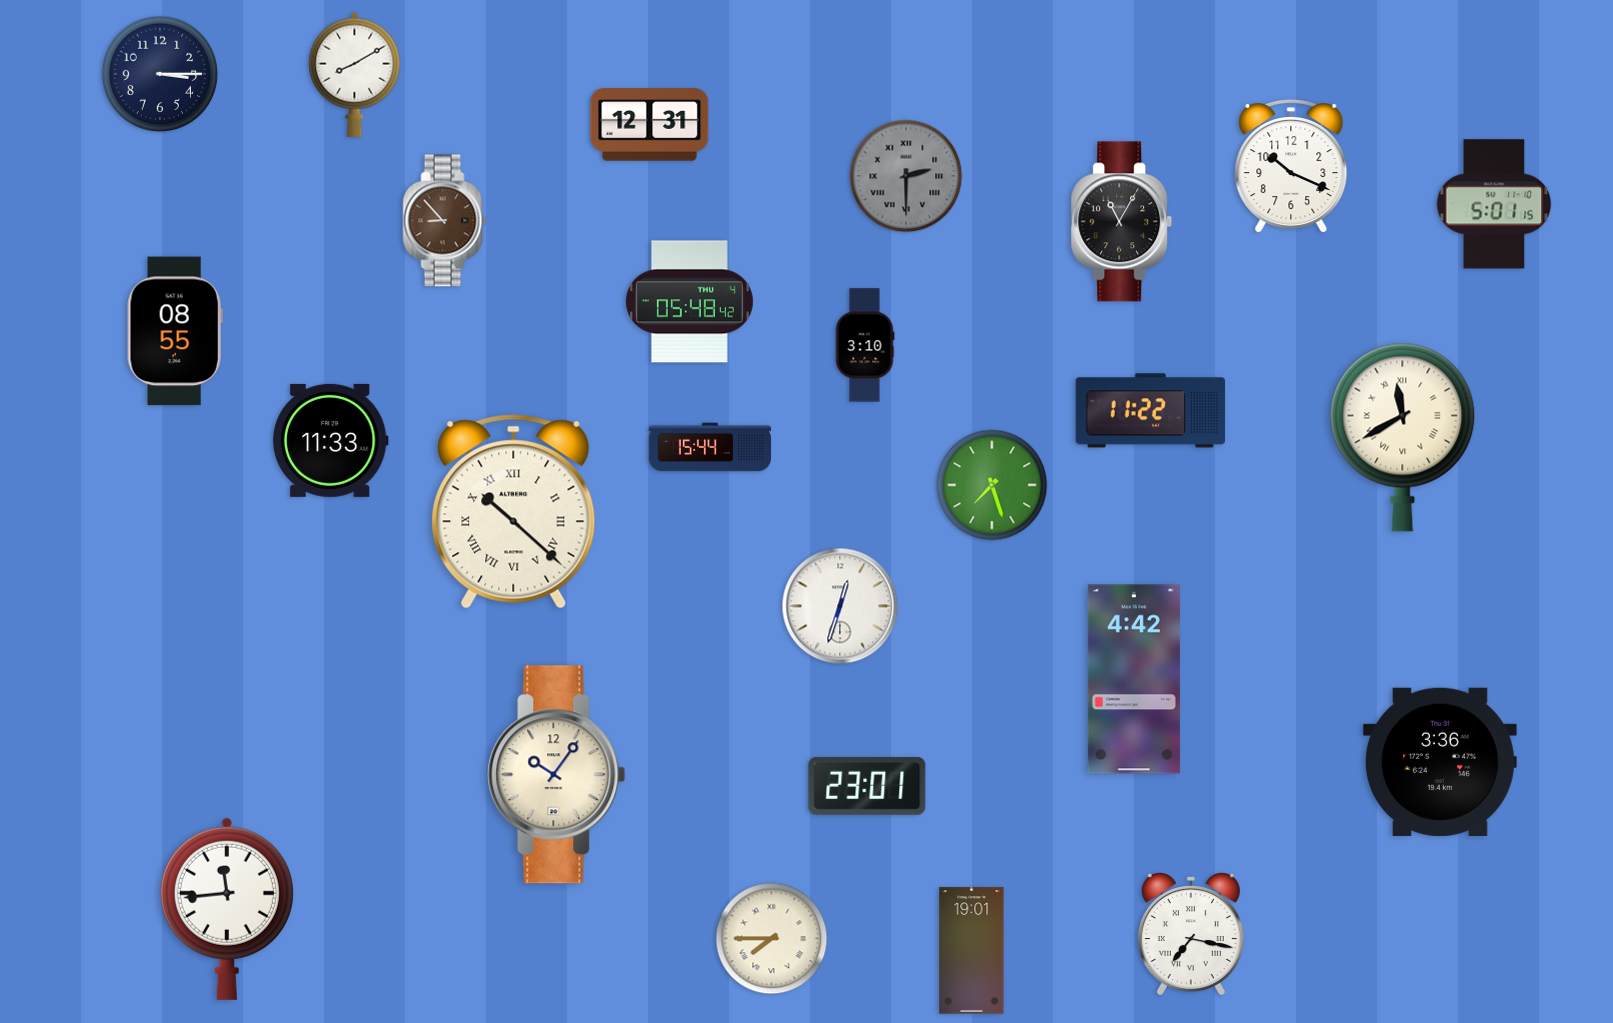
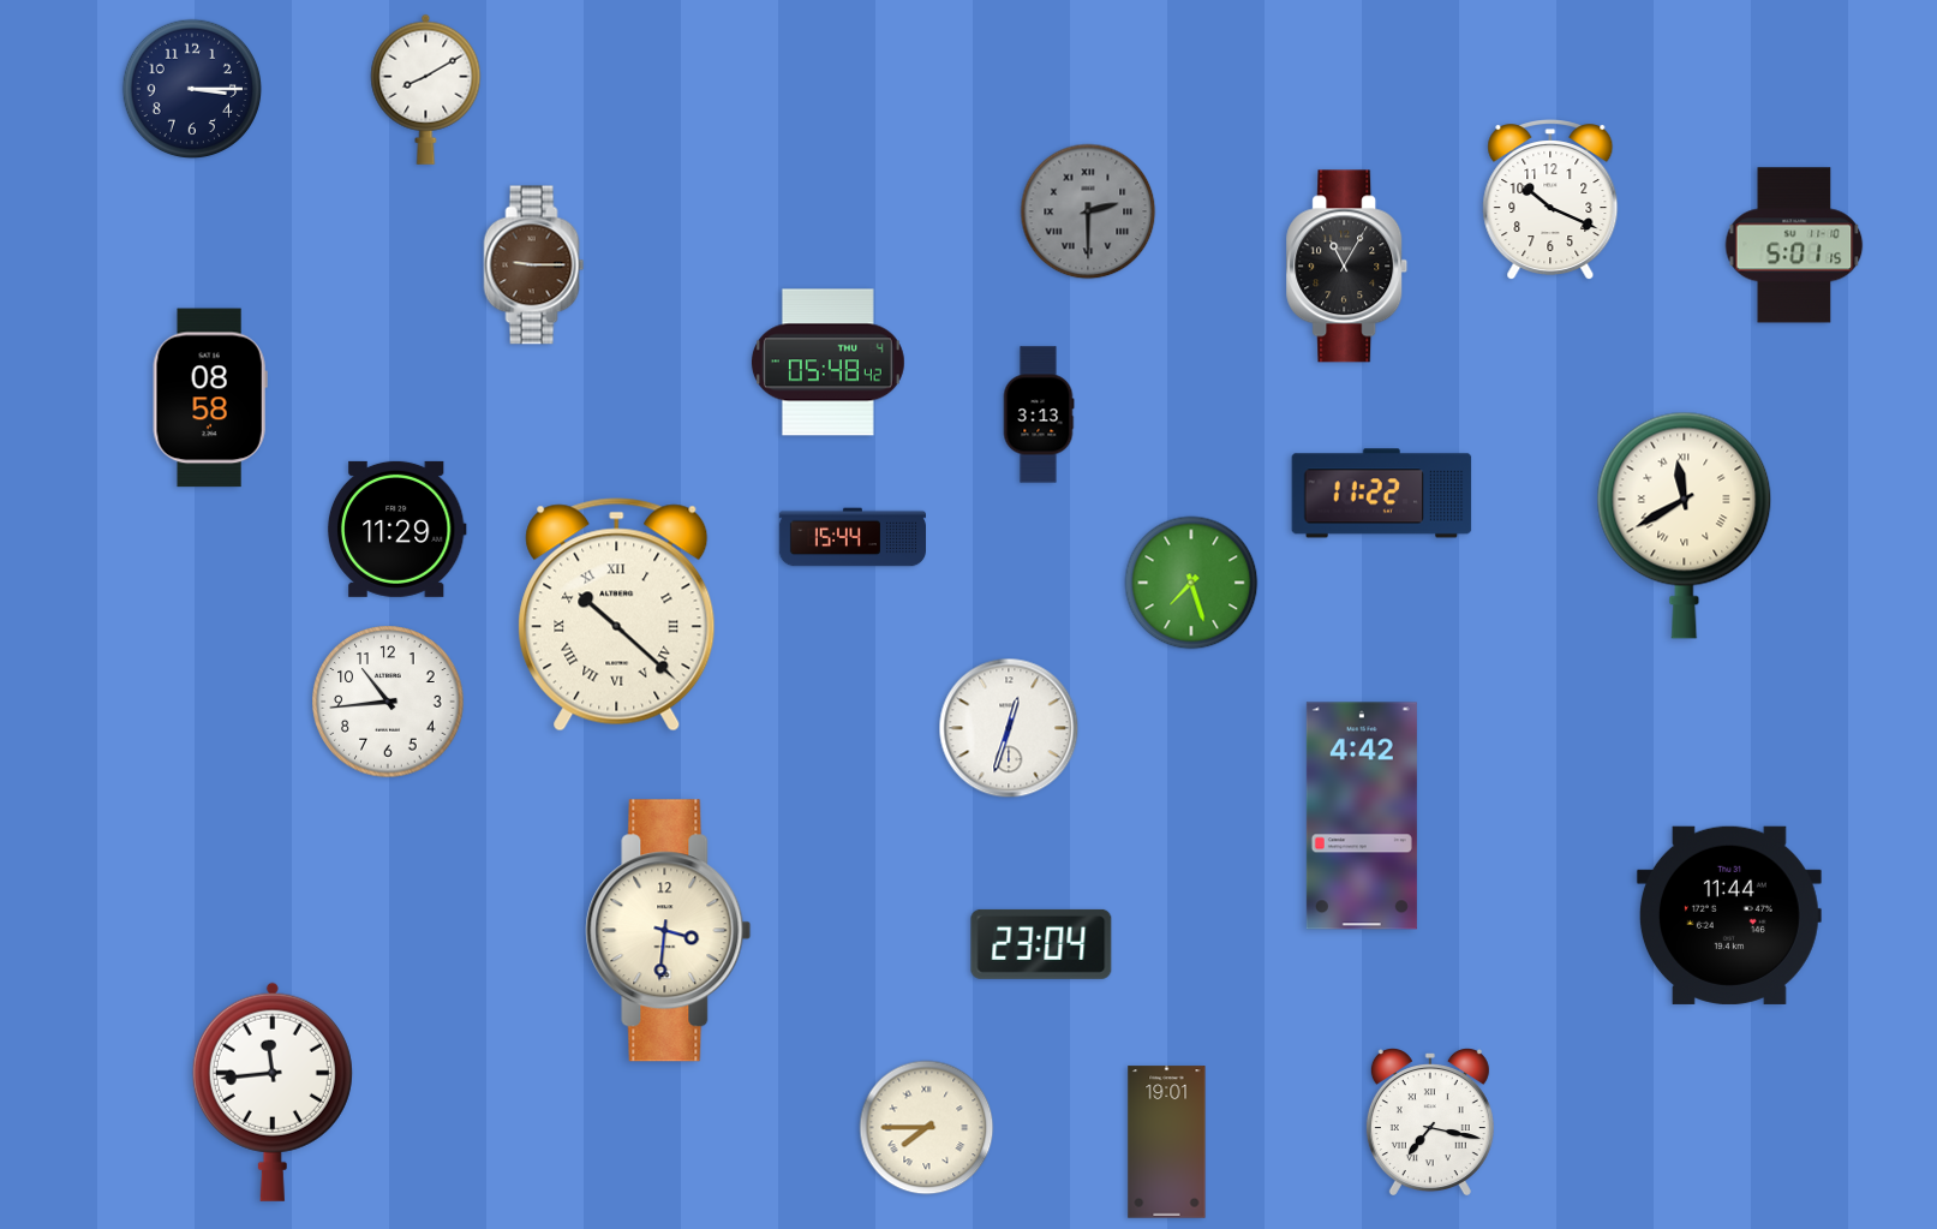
clock at (650, 125): 12:31 -> none
clock at (445, 221): 8:53 -> 9:15
clock at (175, 331): 08:55 -> 08:58
clock at (865, 345): 3:10 -> 3:13
clock at (330, 440): 11:33 -> 11:29
clock at (388, 702): none -> 10:44
clock at (1440, 762): 3:36 -> 11:44
clock at (557, 775): 10:06 -> 3:31
clock at (867, 786): 23:01 -> 23:04
